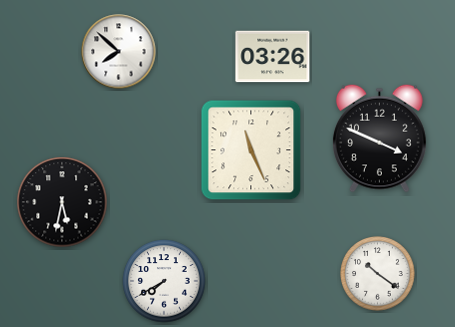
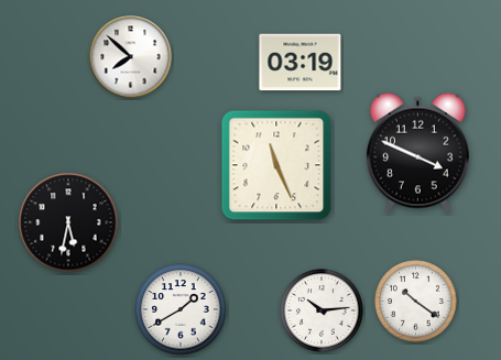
clock at (273, 57): 03:26 -> 03:19
clock at (164, 281): 7:40 -> 1:40
clock at (322, 310): none -> 10:14
